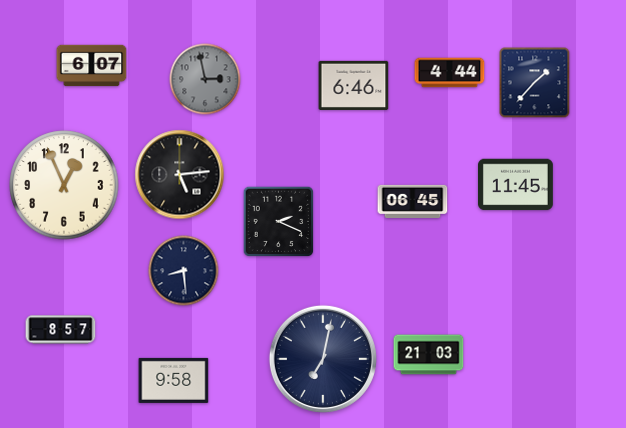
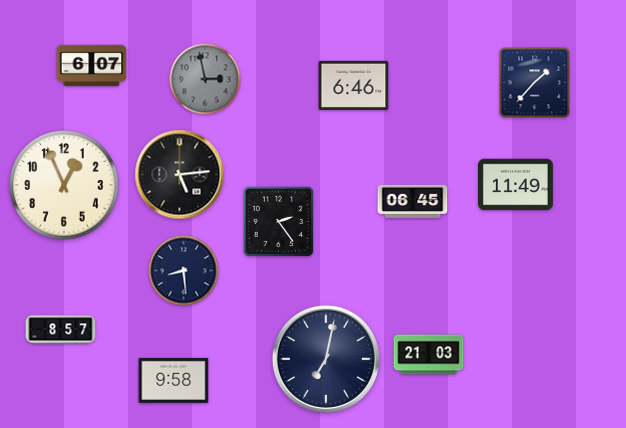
clock at (450, 73): 4:44 -> none
clock at (516, 185): 11:45 -> 11:49
clock at (279, 222): 2:19 -> 2:24
clock at (323, 359) position: (323, 359) -> (326, 359)
